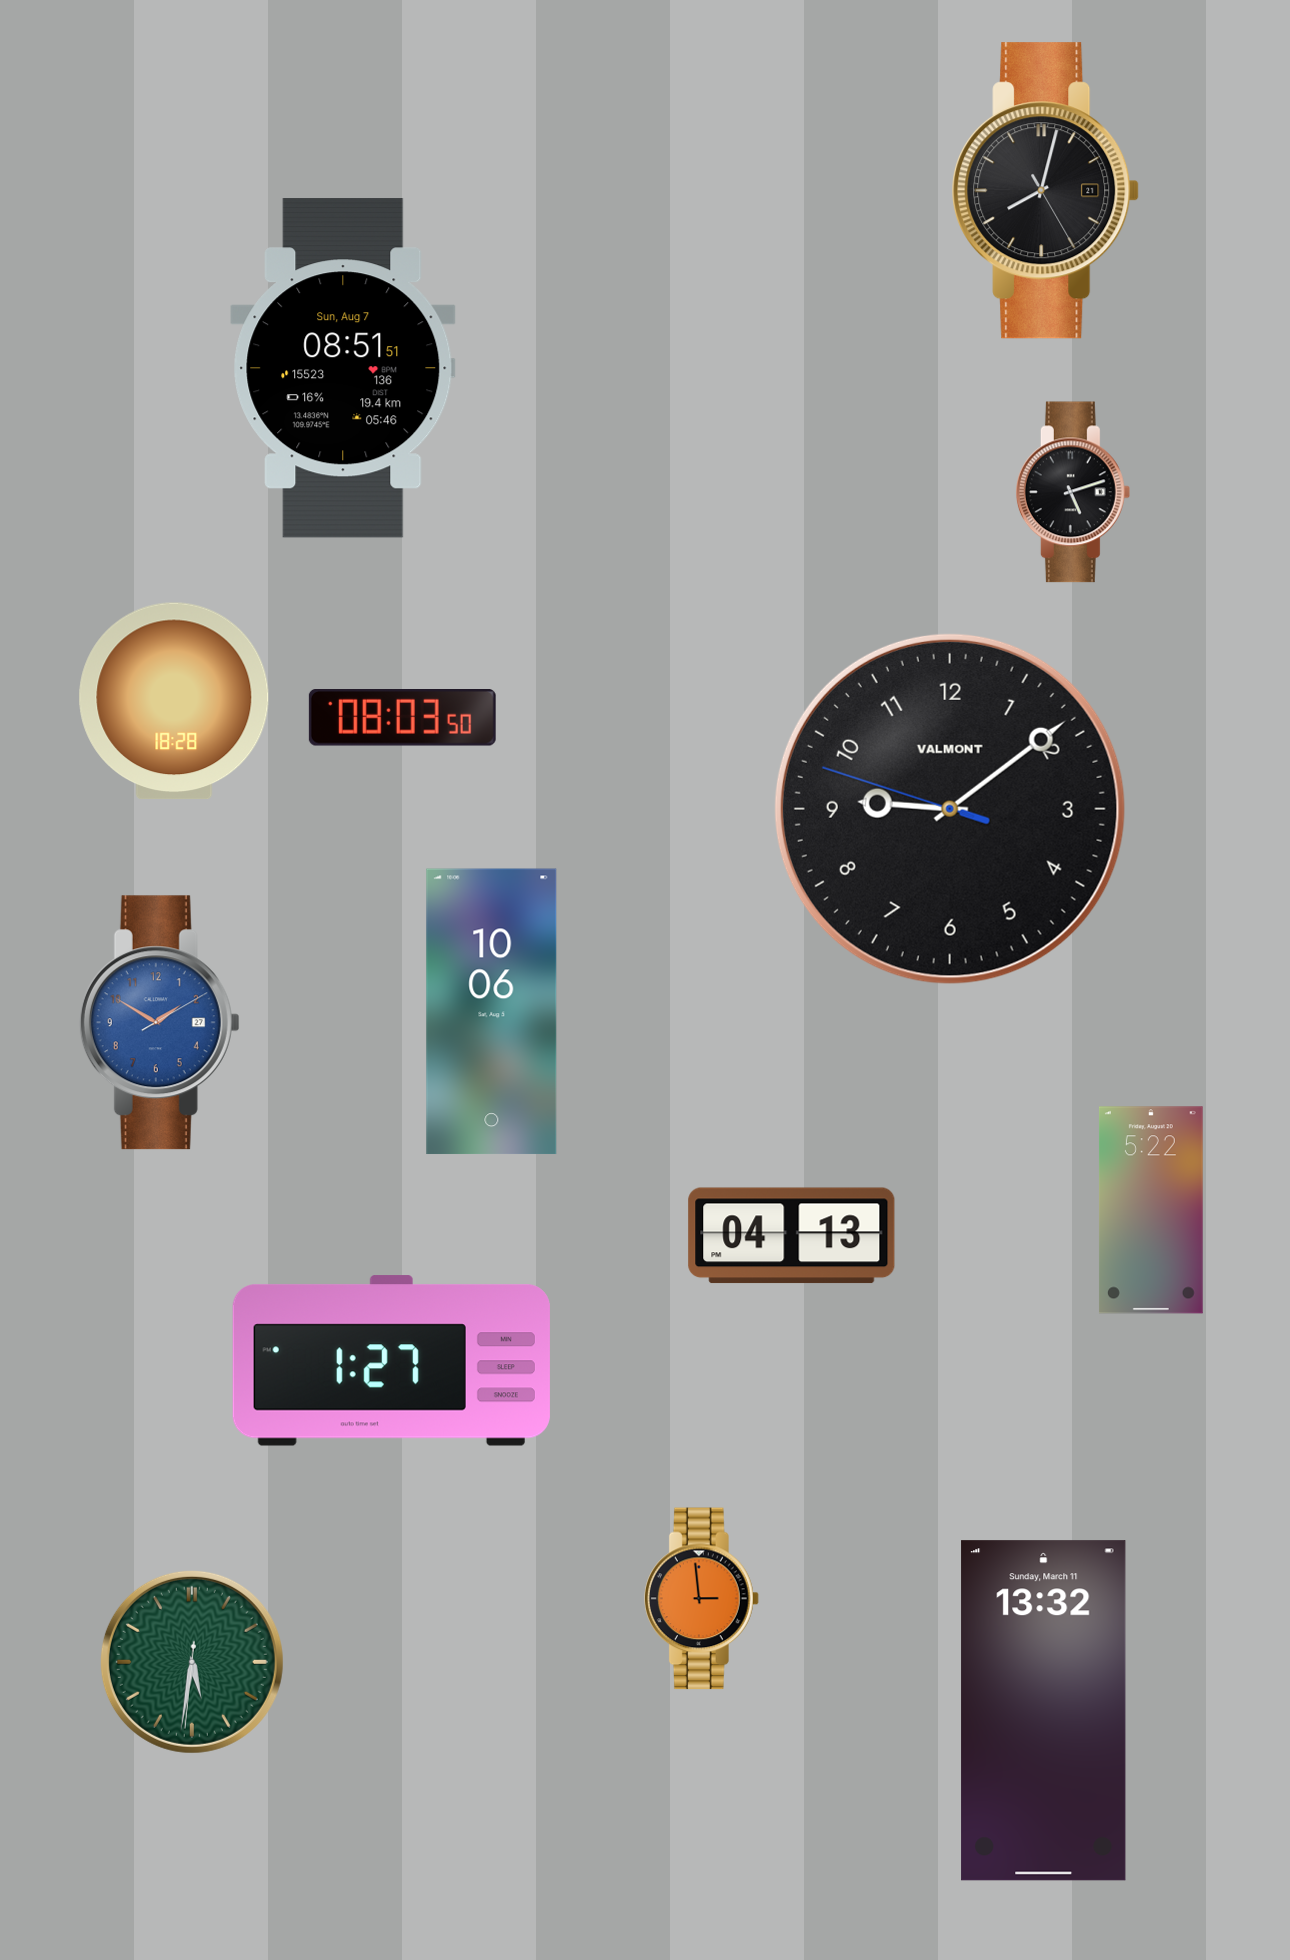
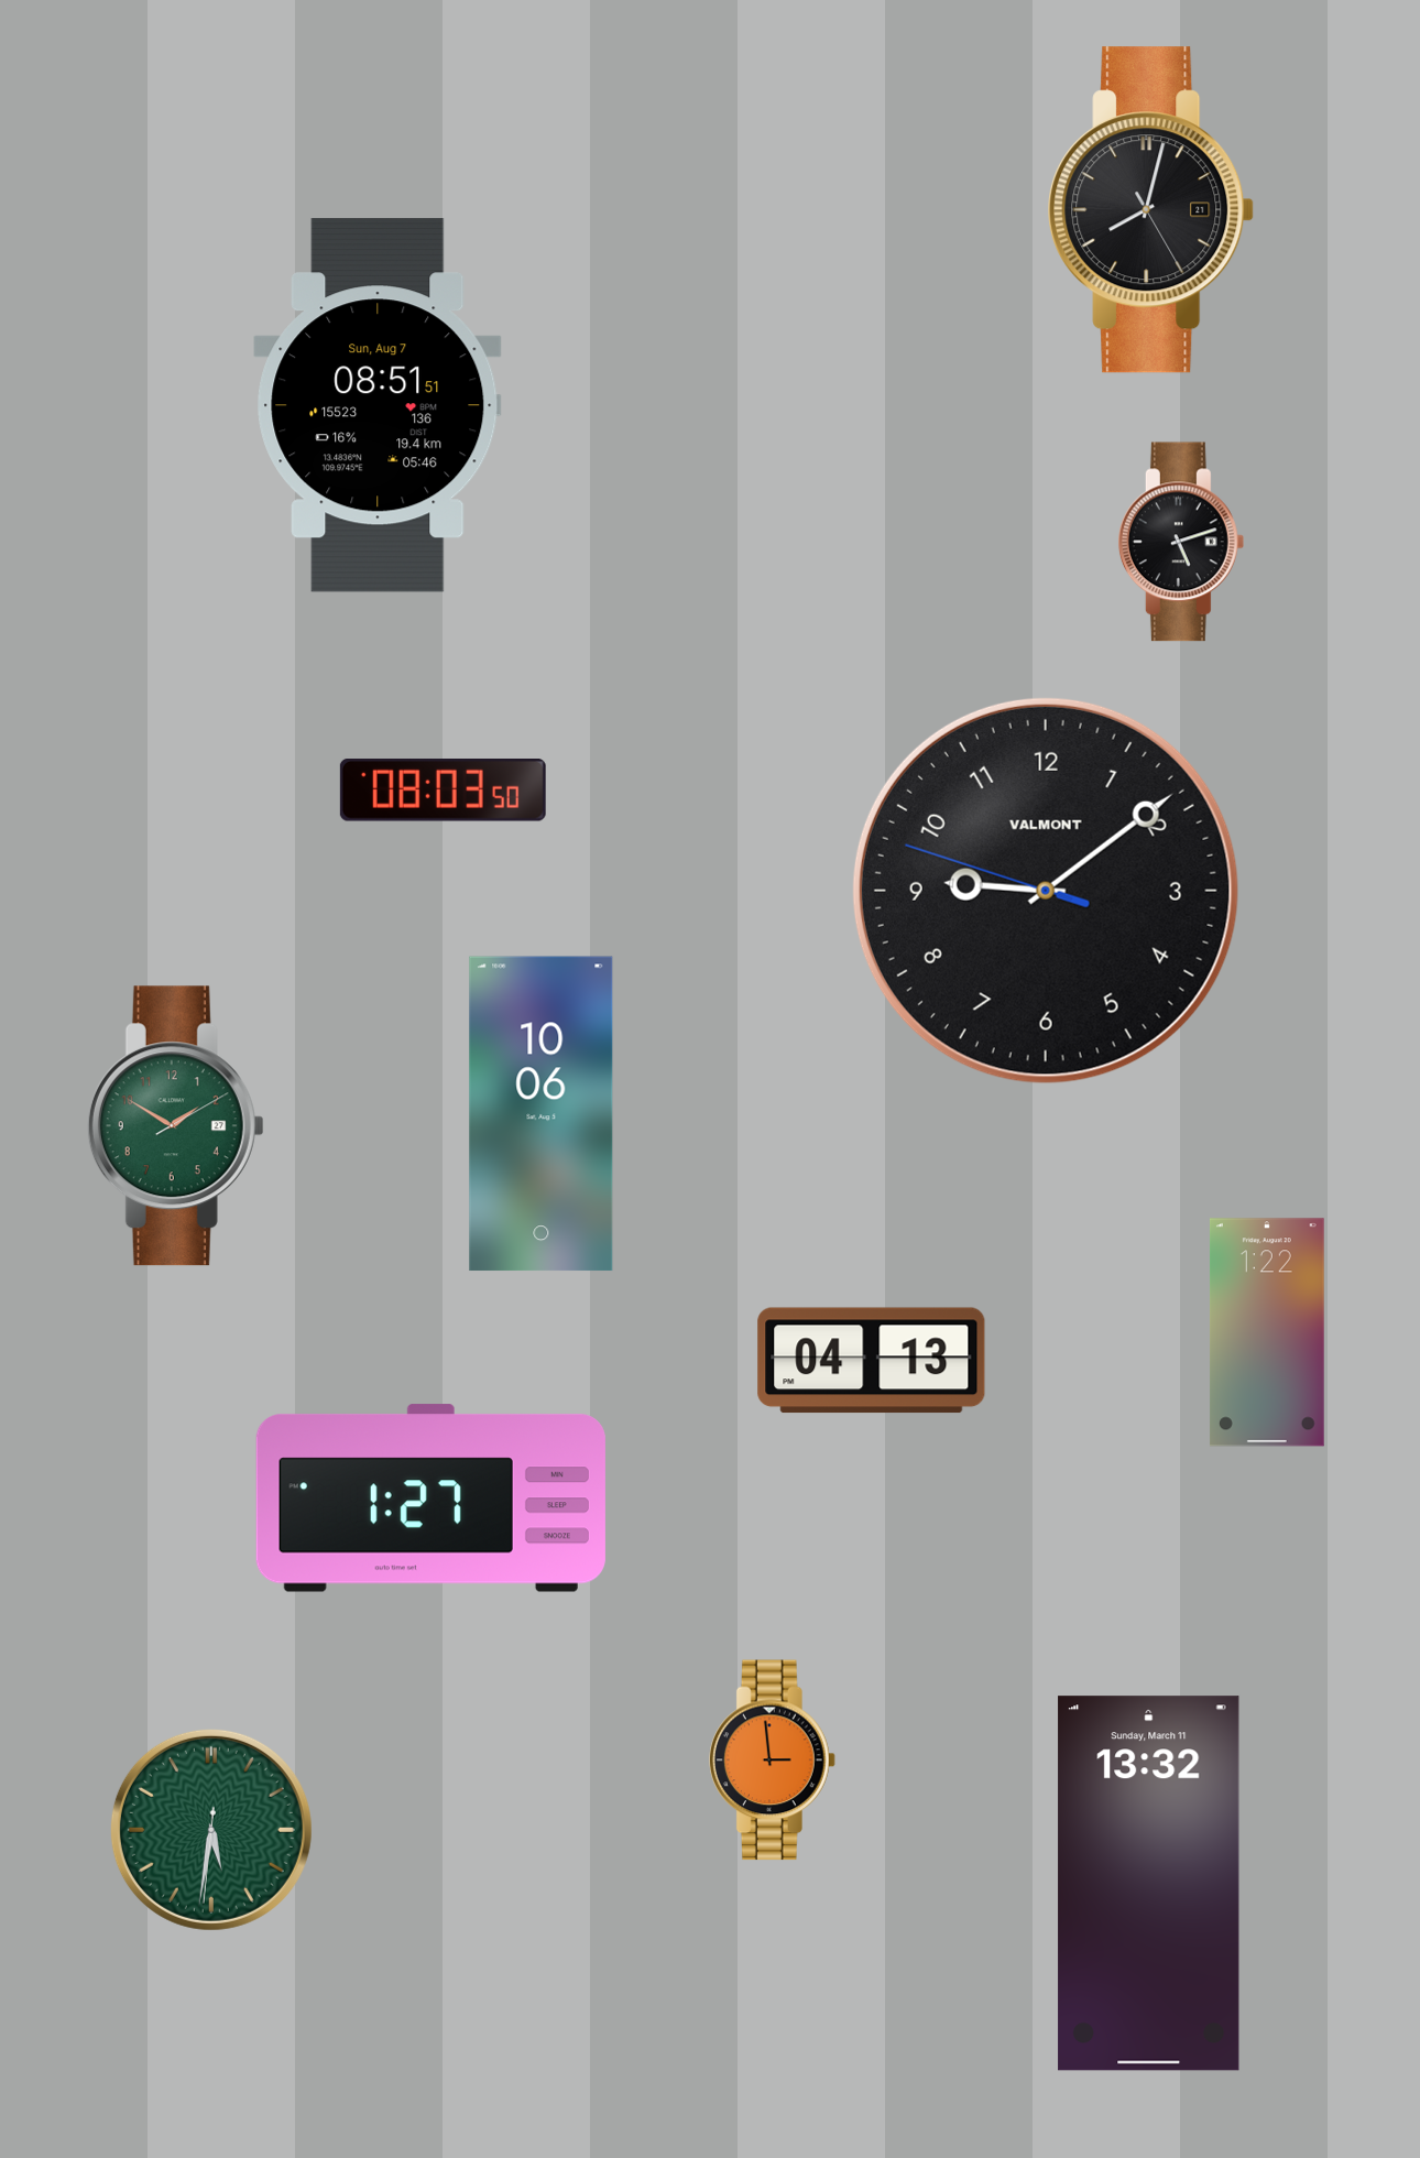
clock at (174, 701): 18:28 -> none
clock at (159, 1023) dial: blue -> green
clock at (1151, 1210): 5:22 -> 1:22
